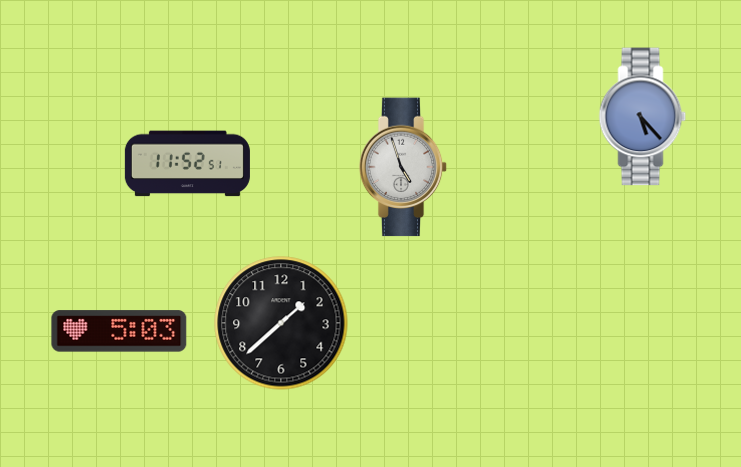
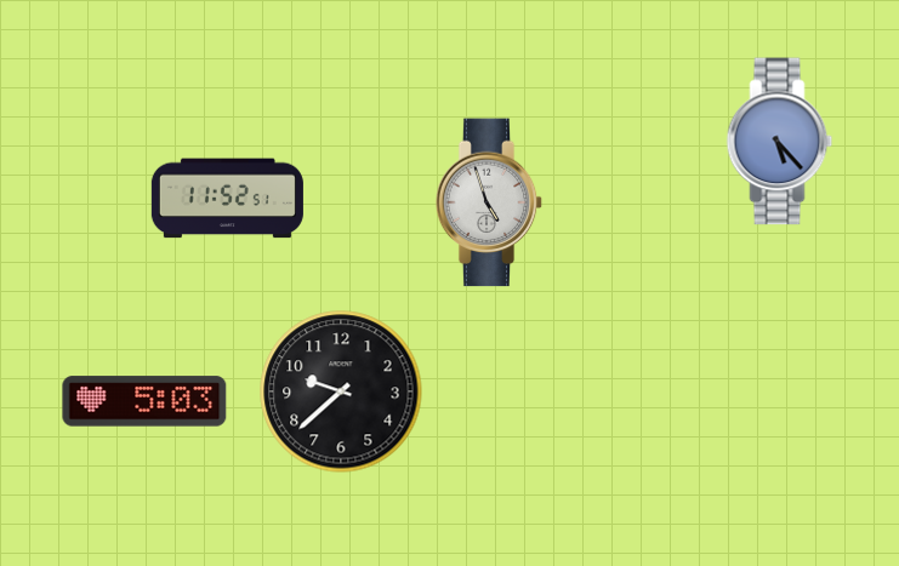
clock at (281, 323): 1:38 -> 9:38
